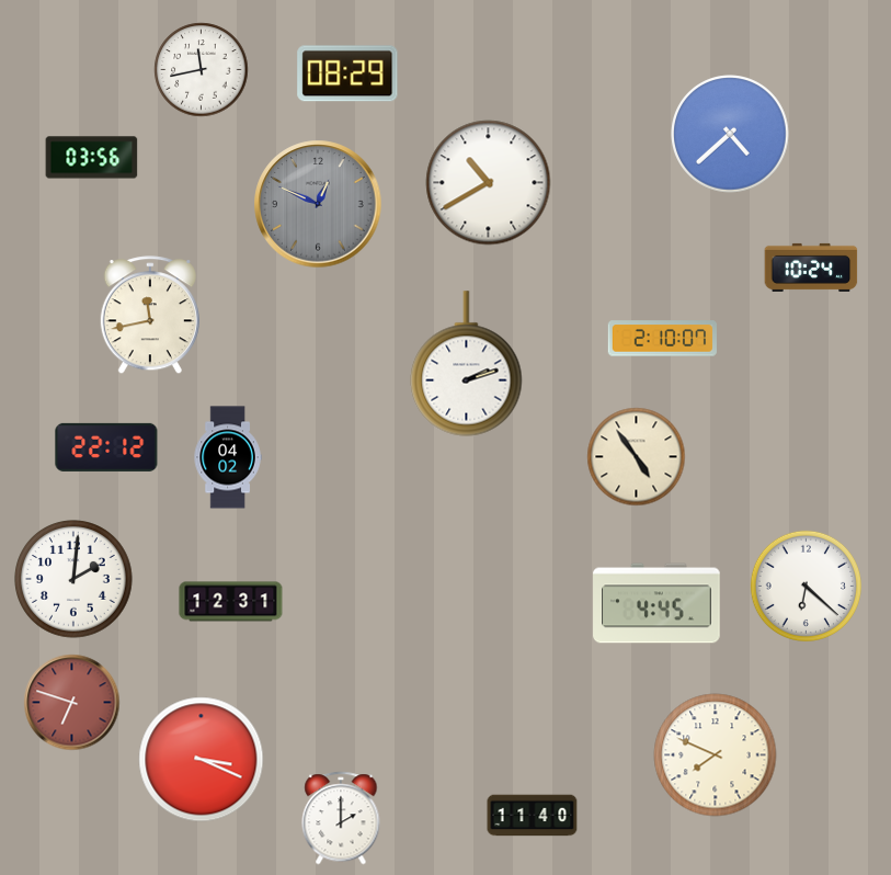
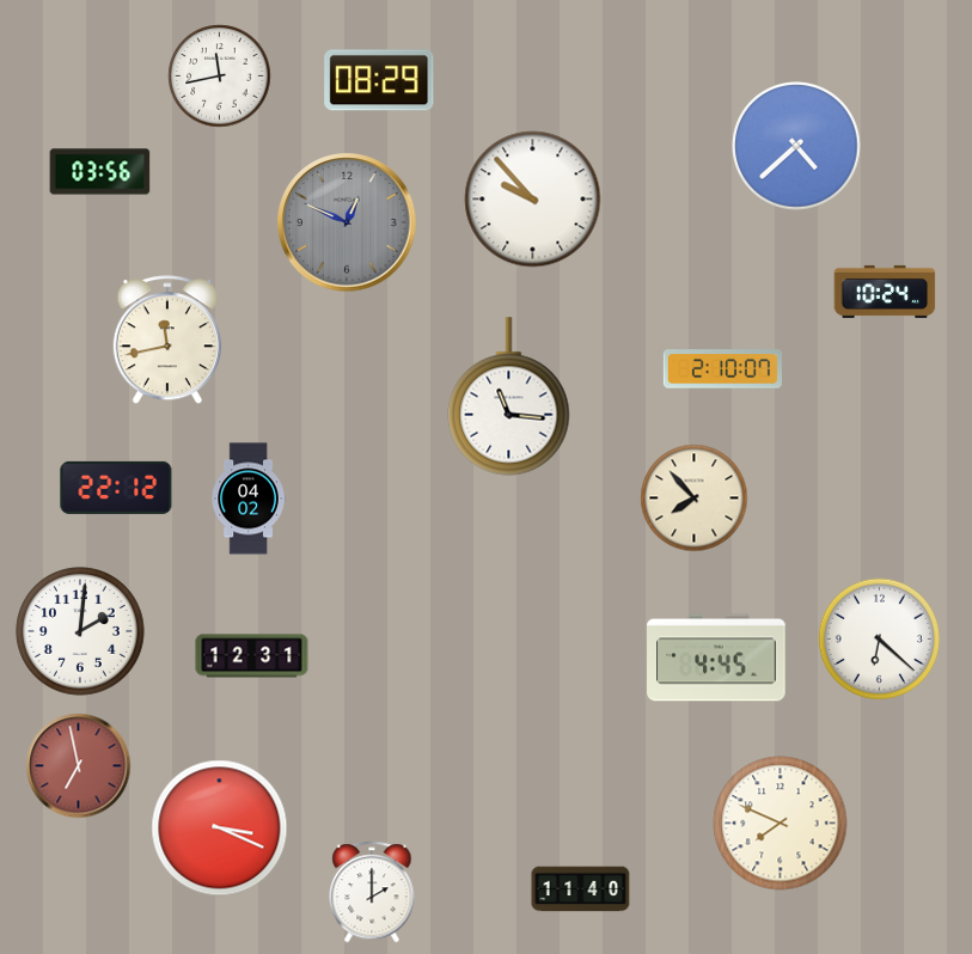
clock at (489, 183): 10:40 -> 9:53
clock at (150, 316) position: (150, 316) -> (167, 341)
clock at (467, 364): 2:12 -> 11:16
clock at (637, 457): 4:54 -> 7:53
clock at (72, 703): 6:48 -> 6:58
